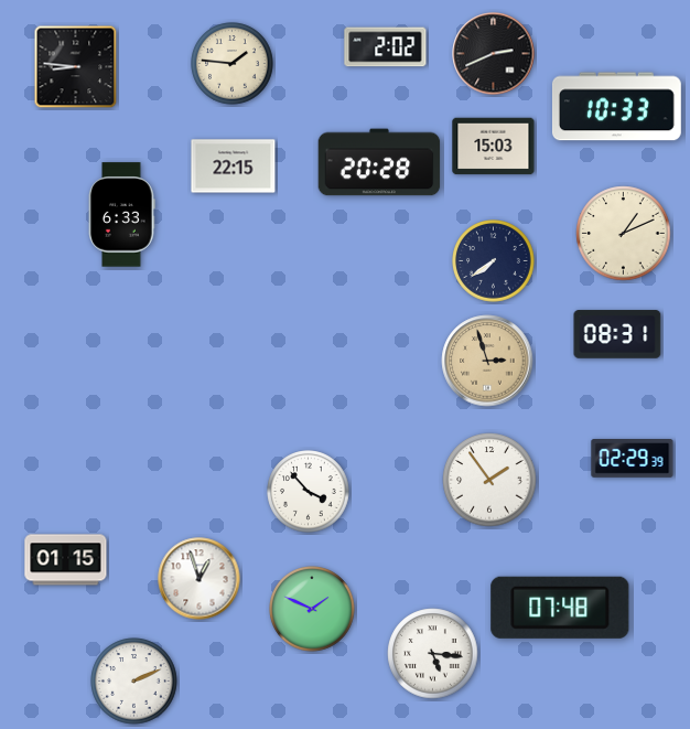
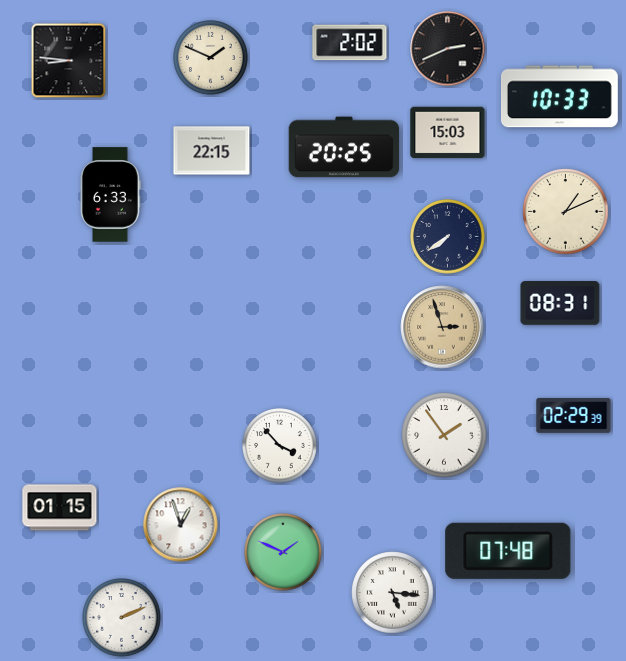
clock at (233, 64): 1:46 -> 1:49
clock at (379, 162): 20:28 -> 20:25
